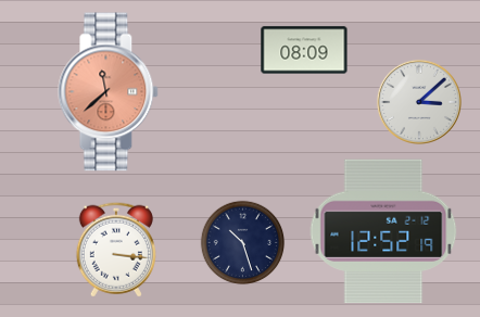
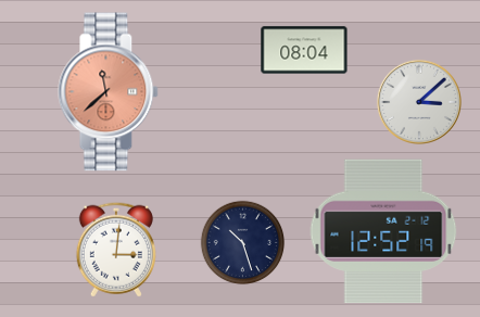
clock at (304, 50): 08:09 -> 08:04
clock at (116, 250): 3:16 -> 3:01
